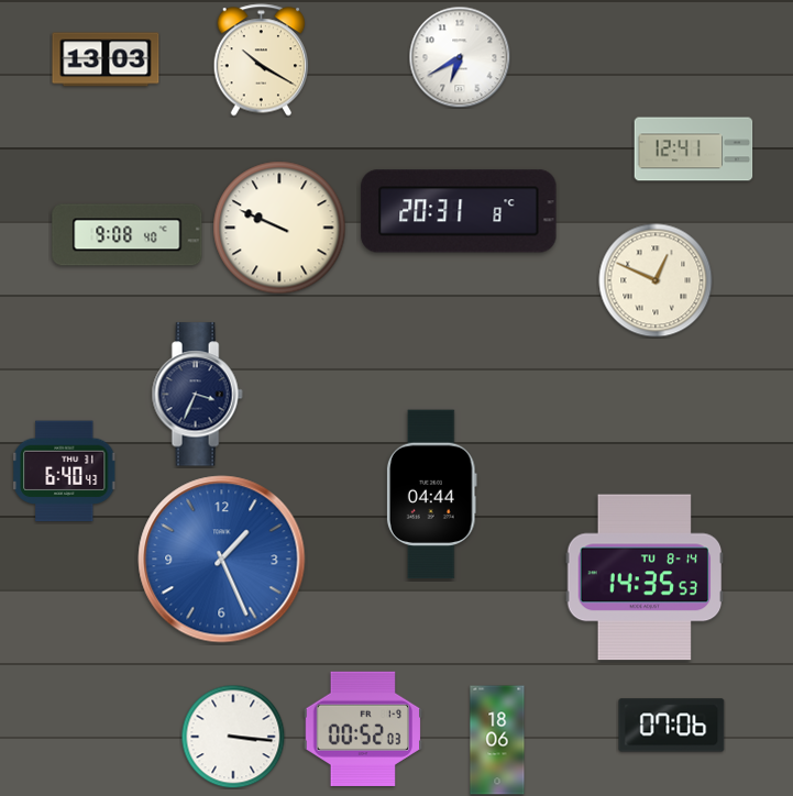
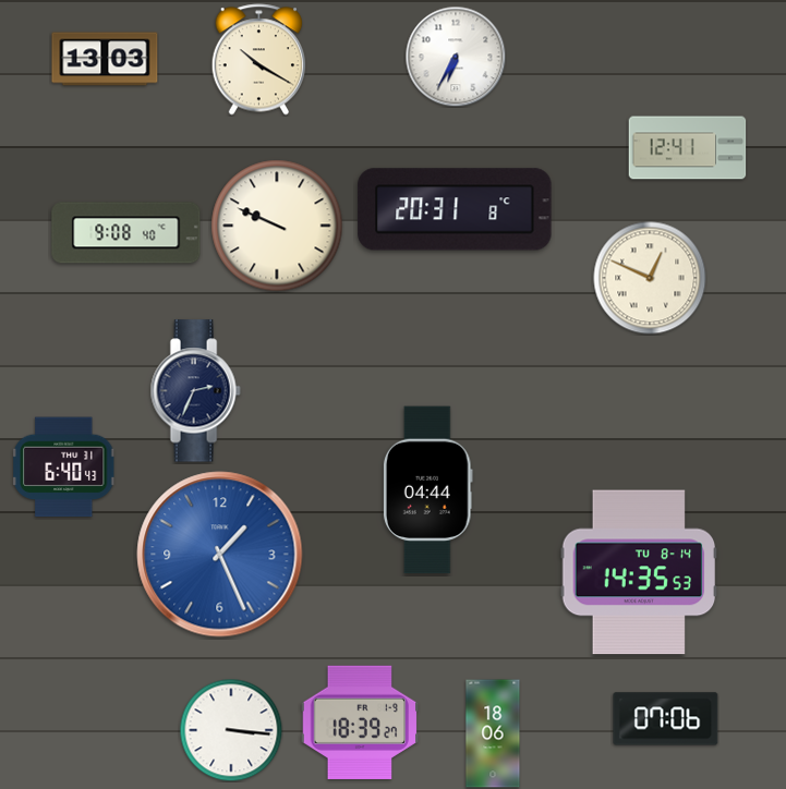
clock at (460, 57): 6:40 -> 6:35
clock at (197, 395): 3:34 -> 2:34
clock at (363, 728): 00:52 -> 18:39
